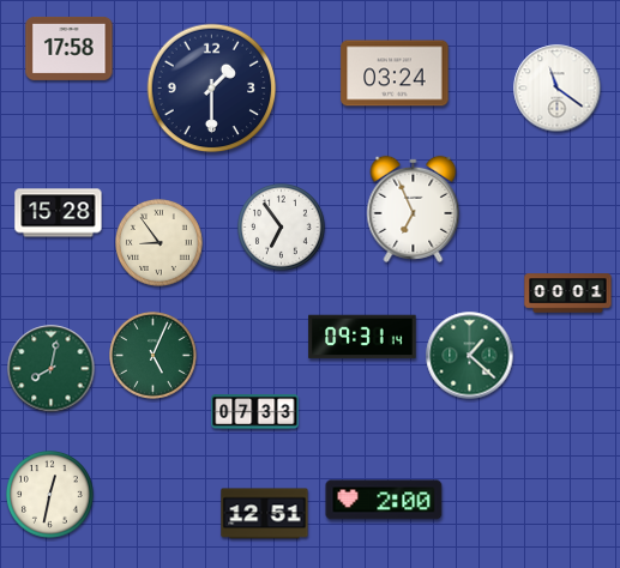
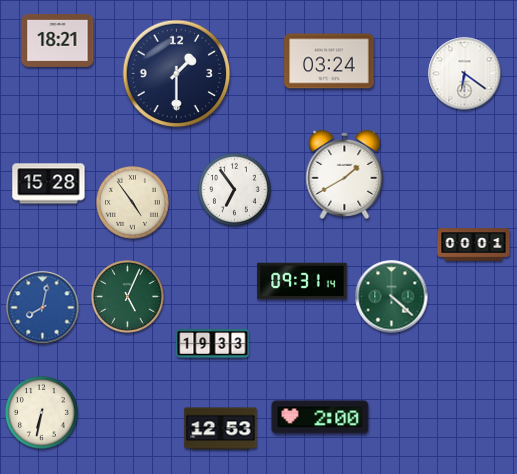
clock at (70, 48): 17:58 -> 18:21
clock at (558, 89): 11:21 -> 6:21
clock at (414, 209): 6:56 -> 1:40
clock at (59, 213) position: (59, 213) -> (49, 184)
clock at (159, 243): 8:54 -> 4:54
clock at (470, 356): 1:22 -> 4:22
clock at (52, 369) dial: green -> blue
clock at (255, 412): 07:33 -> 19:33
clock at (50, 495): 12:32 -> 6:32
clock at (265, 514): 12:51 -> 12:53
